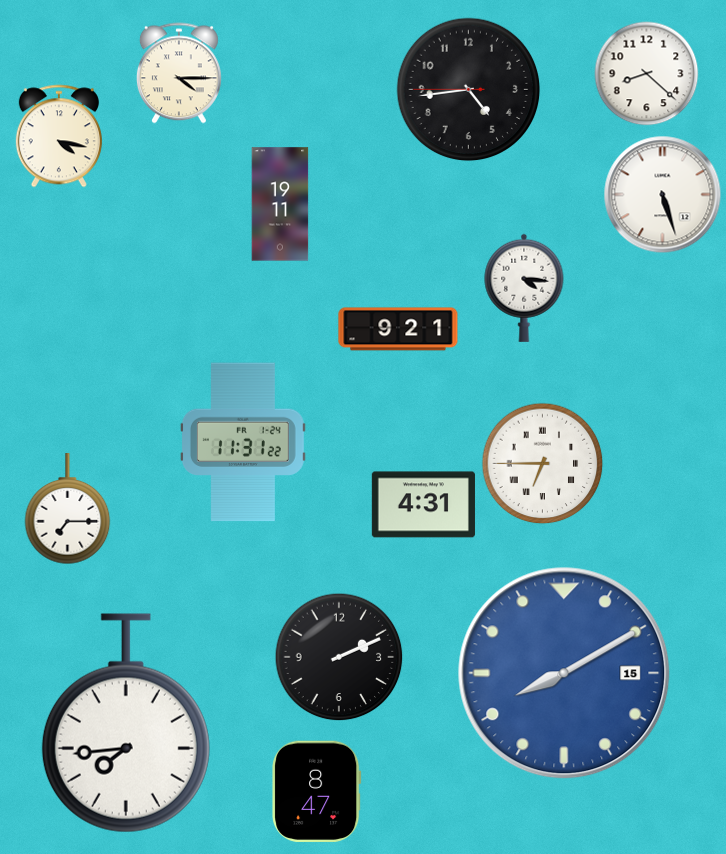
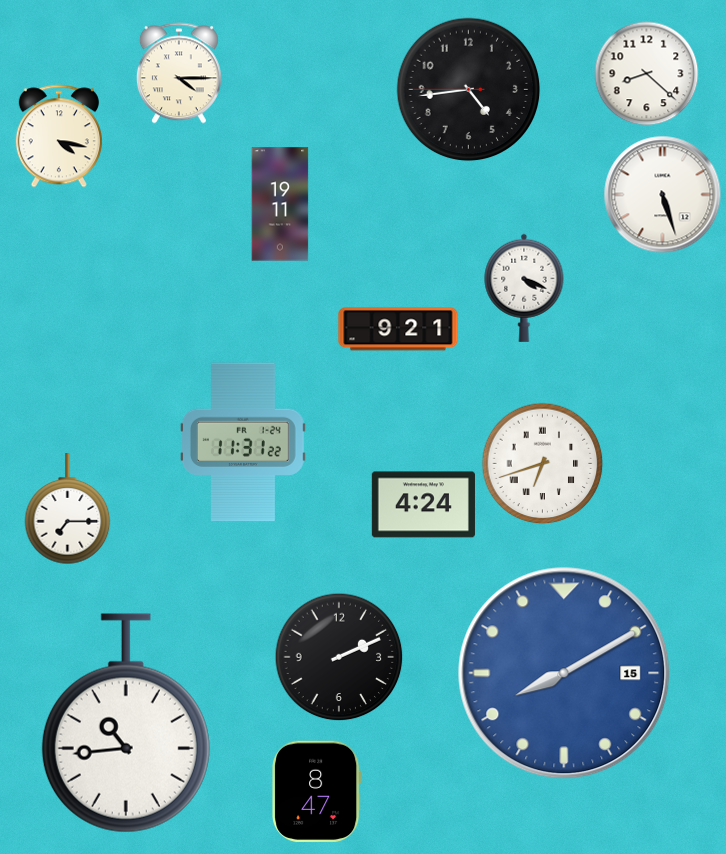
clock at (524, 288): 4:16 -> 4:19
clock at (543, 464): 6:45 -> 6:42
clock at (423, 505): 4:31 -> 4:24
clock at (126, 723): 7:44 -> 10:44
